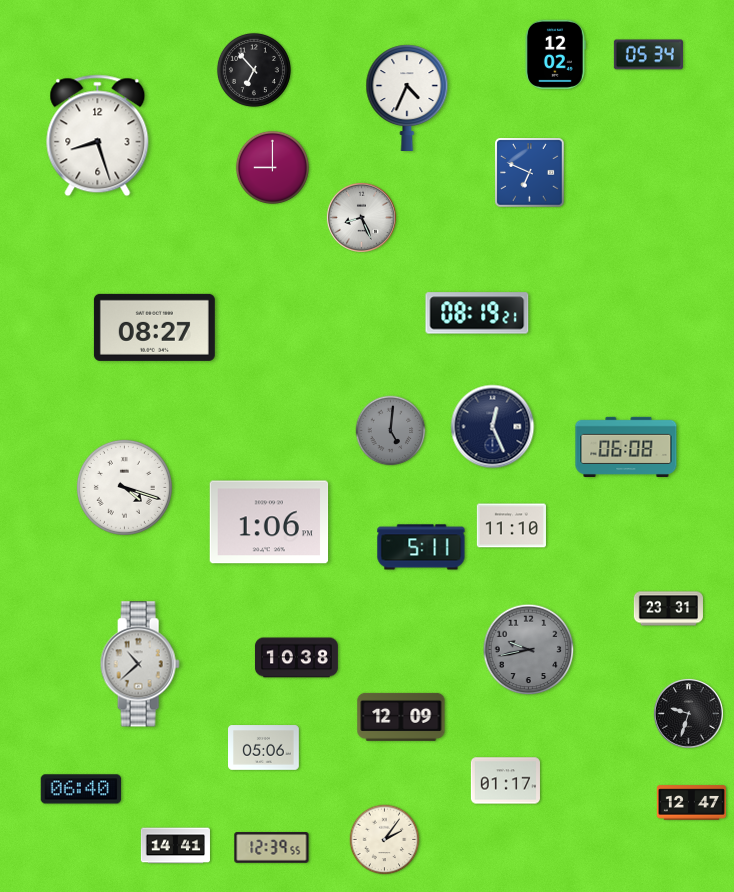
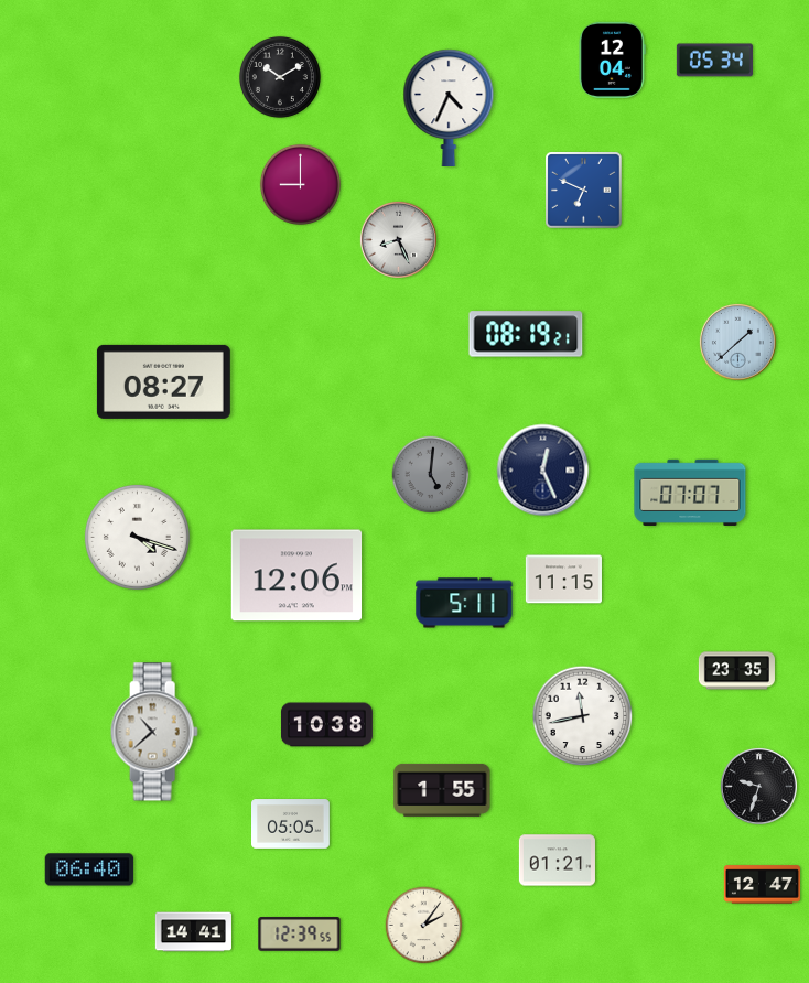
clock at (556, 54): 12:02 -> 12:04
clock at (254, 70): 6:53 -> 10:10
clock at (98, 136): 8:27 -> none
clock at (737, 342): none -> 1:38
clock at (477, 313) position: (477, 313) -> (526, 334)
clock at (154, 327) position: (154, 327) -> (163, 381)
clock at (626, 447): 06:08 -> 07:07
clock at (269, 522): 1:06 -> 12:06
clock at (511, 526): 11:10 -> 11:15
clock at (668, 609): 23:31 -> 23:35
clock at (529, 650): 9:43 -> 11:43
clock at (529, 650) dial: grey -> white
clock at (401, 717): 12:09 -> 1:55
clock at (264, 748): 05:06 -> 05:05
clock at (505, 781): 01:17 -> 01:21
